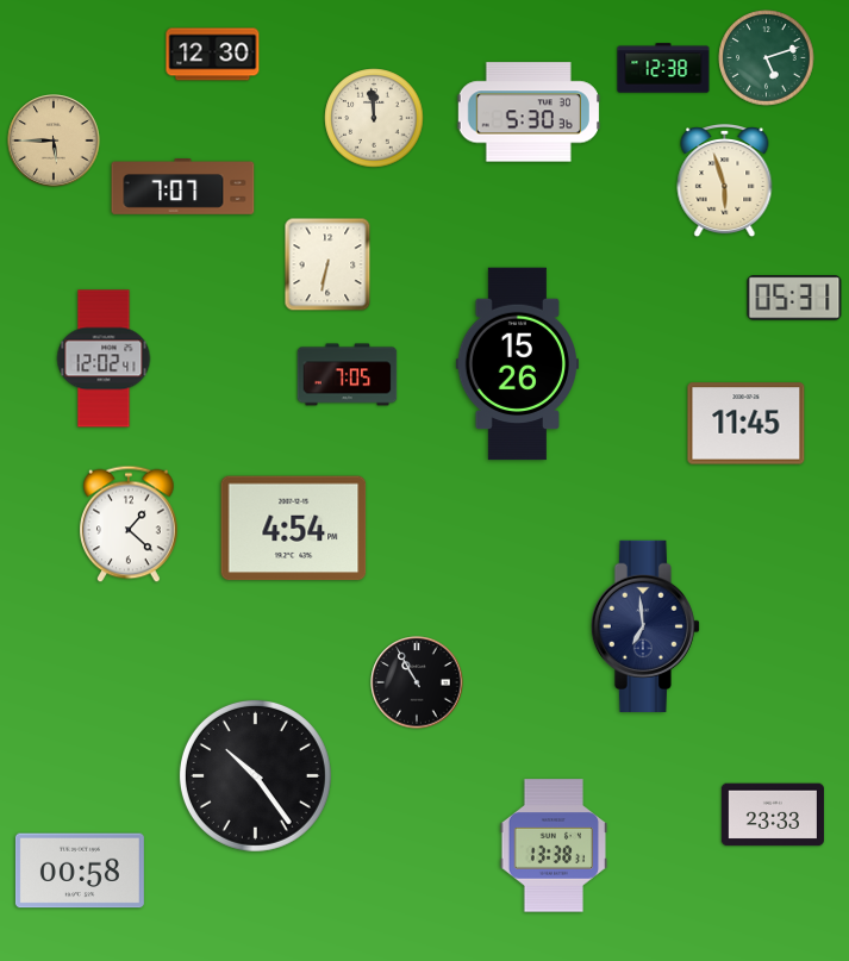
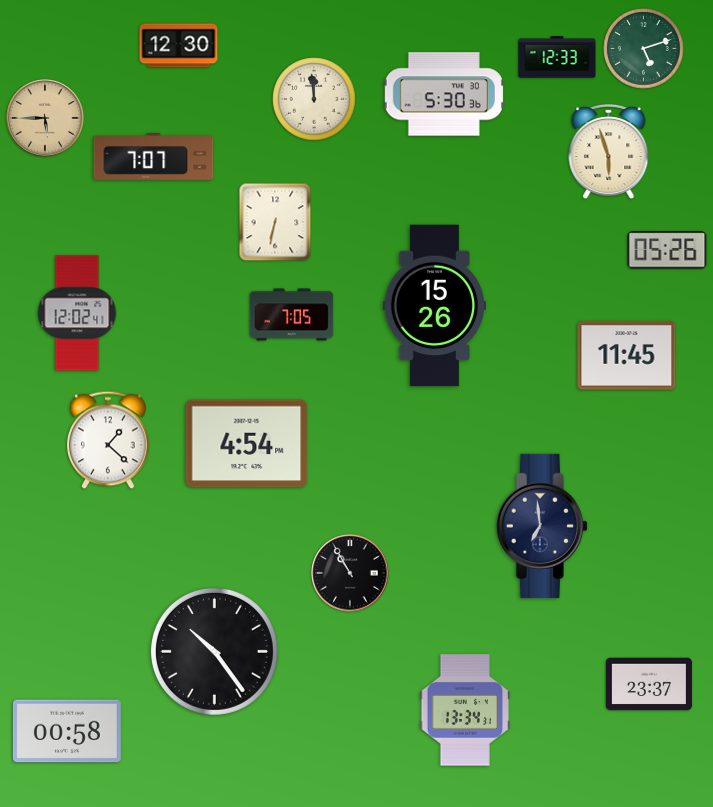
clock at (663, 68): 12:38 -> 12:33
clock at (794, 298): 05:31 -> 05:26
clock at (104, 358) position: (104, 358) -> (77, 313)
clock at (773, 815): 23:33 -> 23:37
clock at (554, 845): 13:38 -> 13:34
